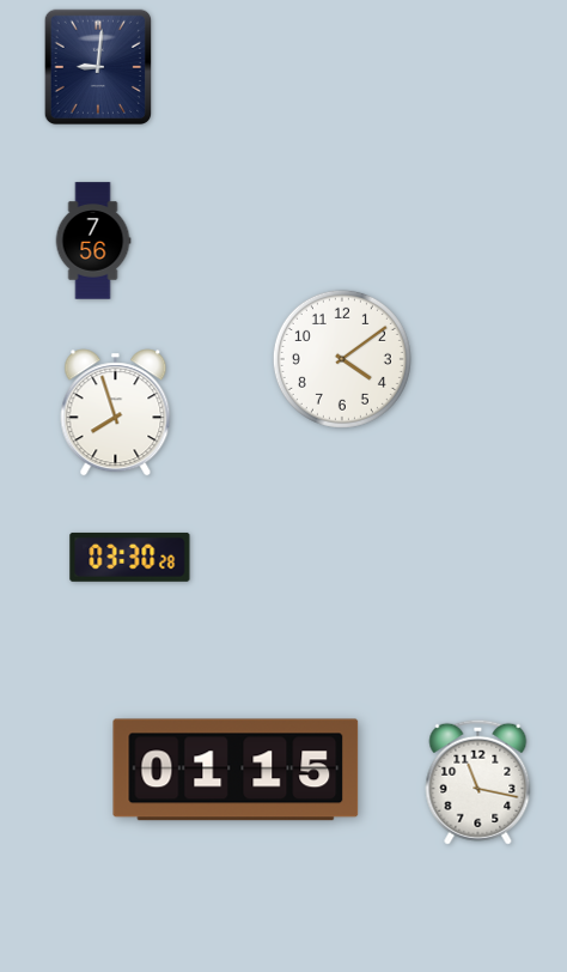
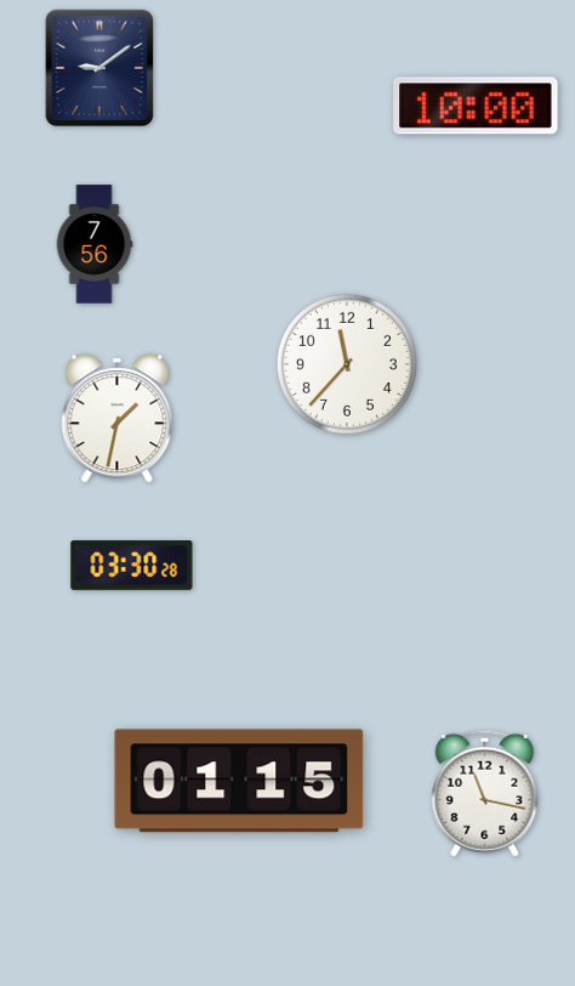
clock at (97, 66): 9:01 -> 9:09
clock at (476, 106): none -> 10:00
clock at (342, 359): 4:09 -> 11:37
clock at (116, 413): 7:57 -> 1:32
